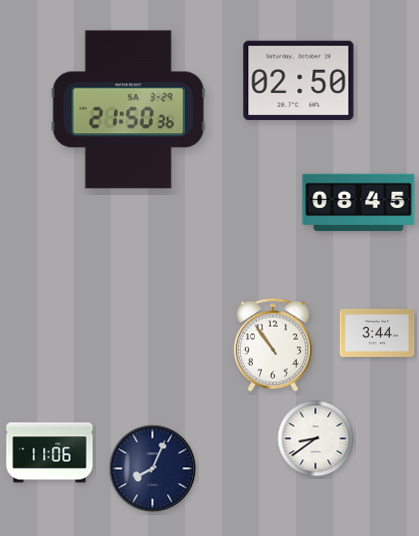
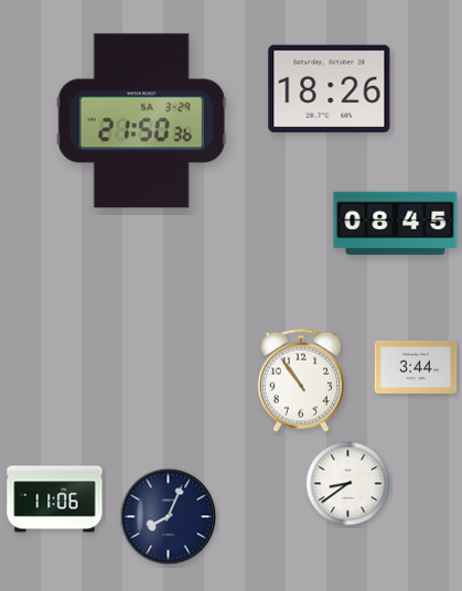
clock at (299, 81): 02:50 -> 18:26
